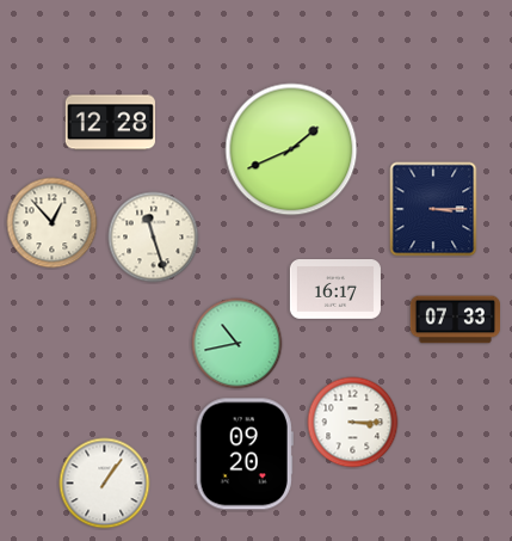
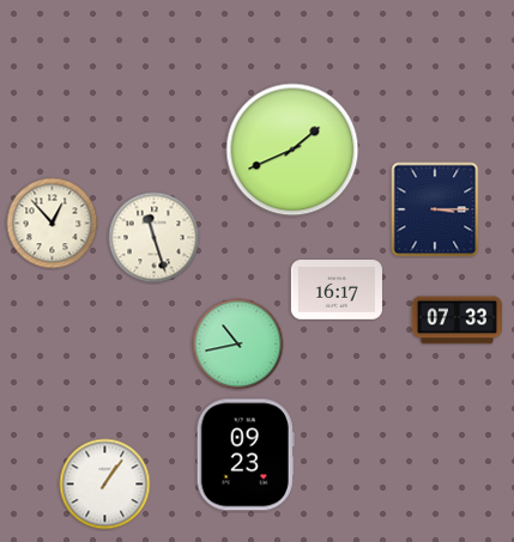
clock at (110, 123): 12:28 -> none
clock at (353, 423): 3:15 -> none
clock at (245, 454): 09:20 -> 09:23
